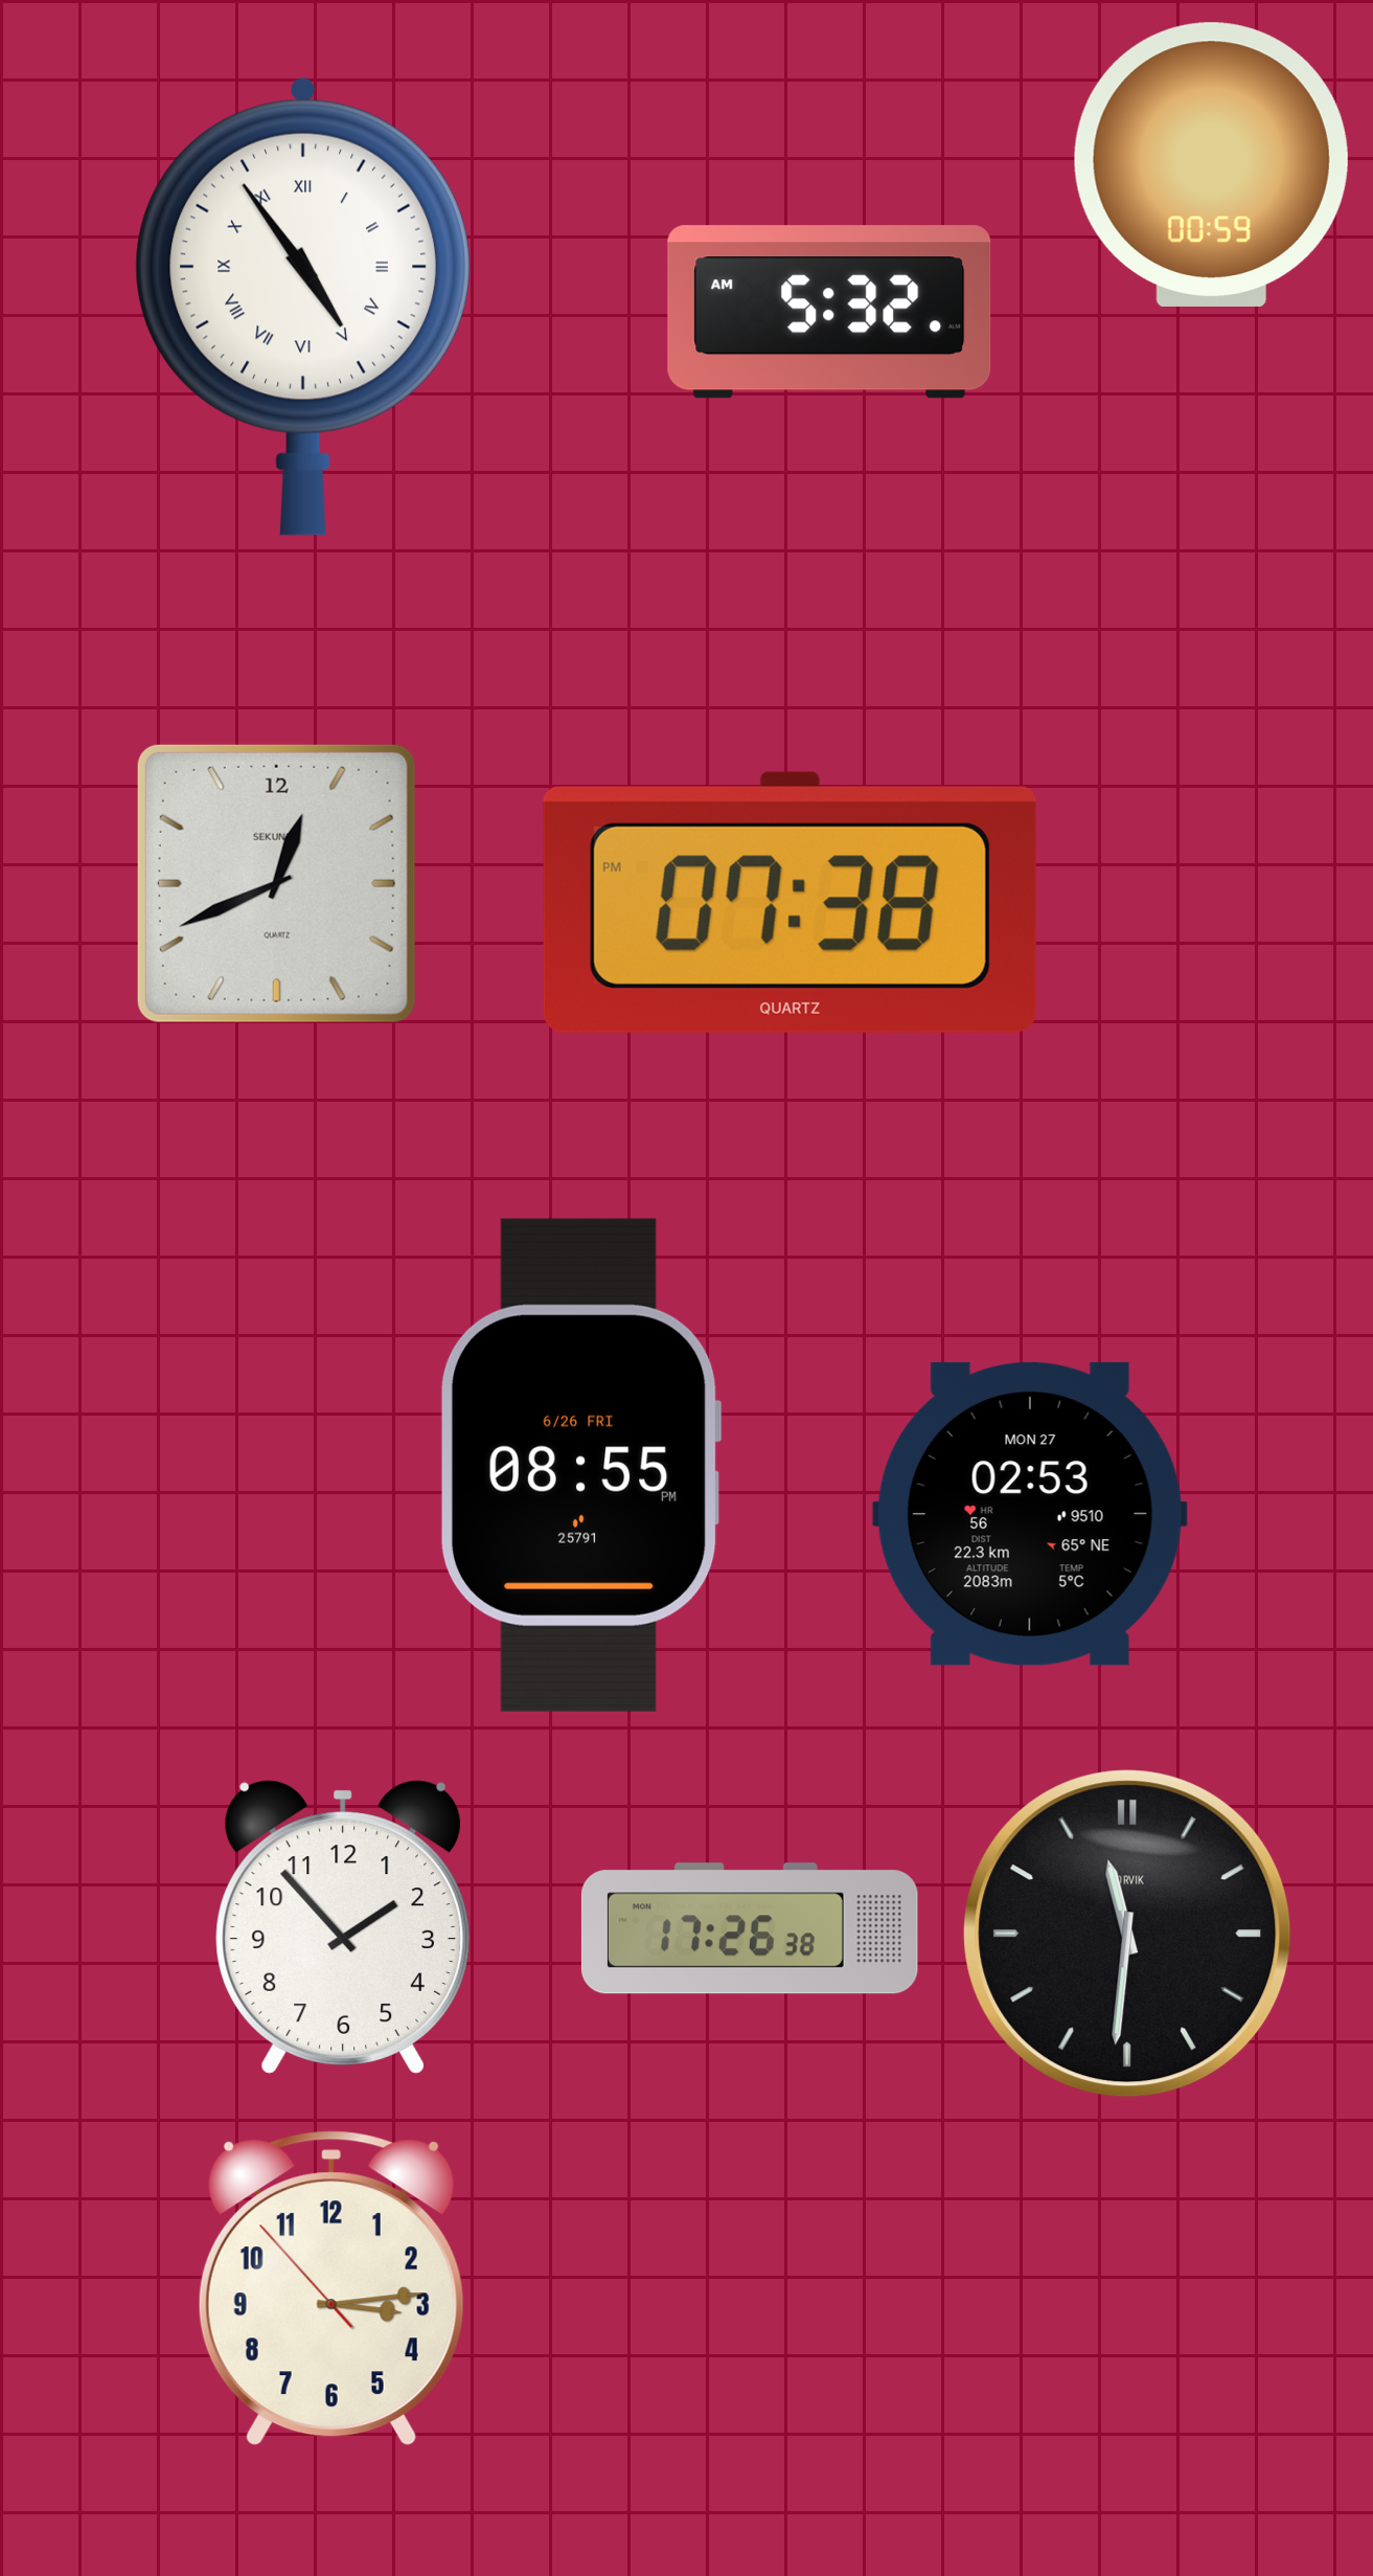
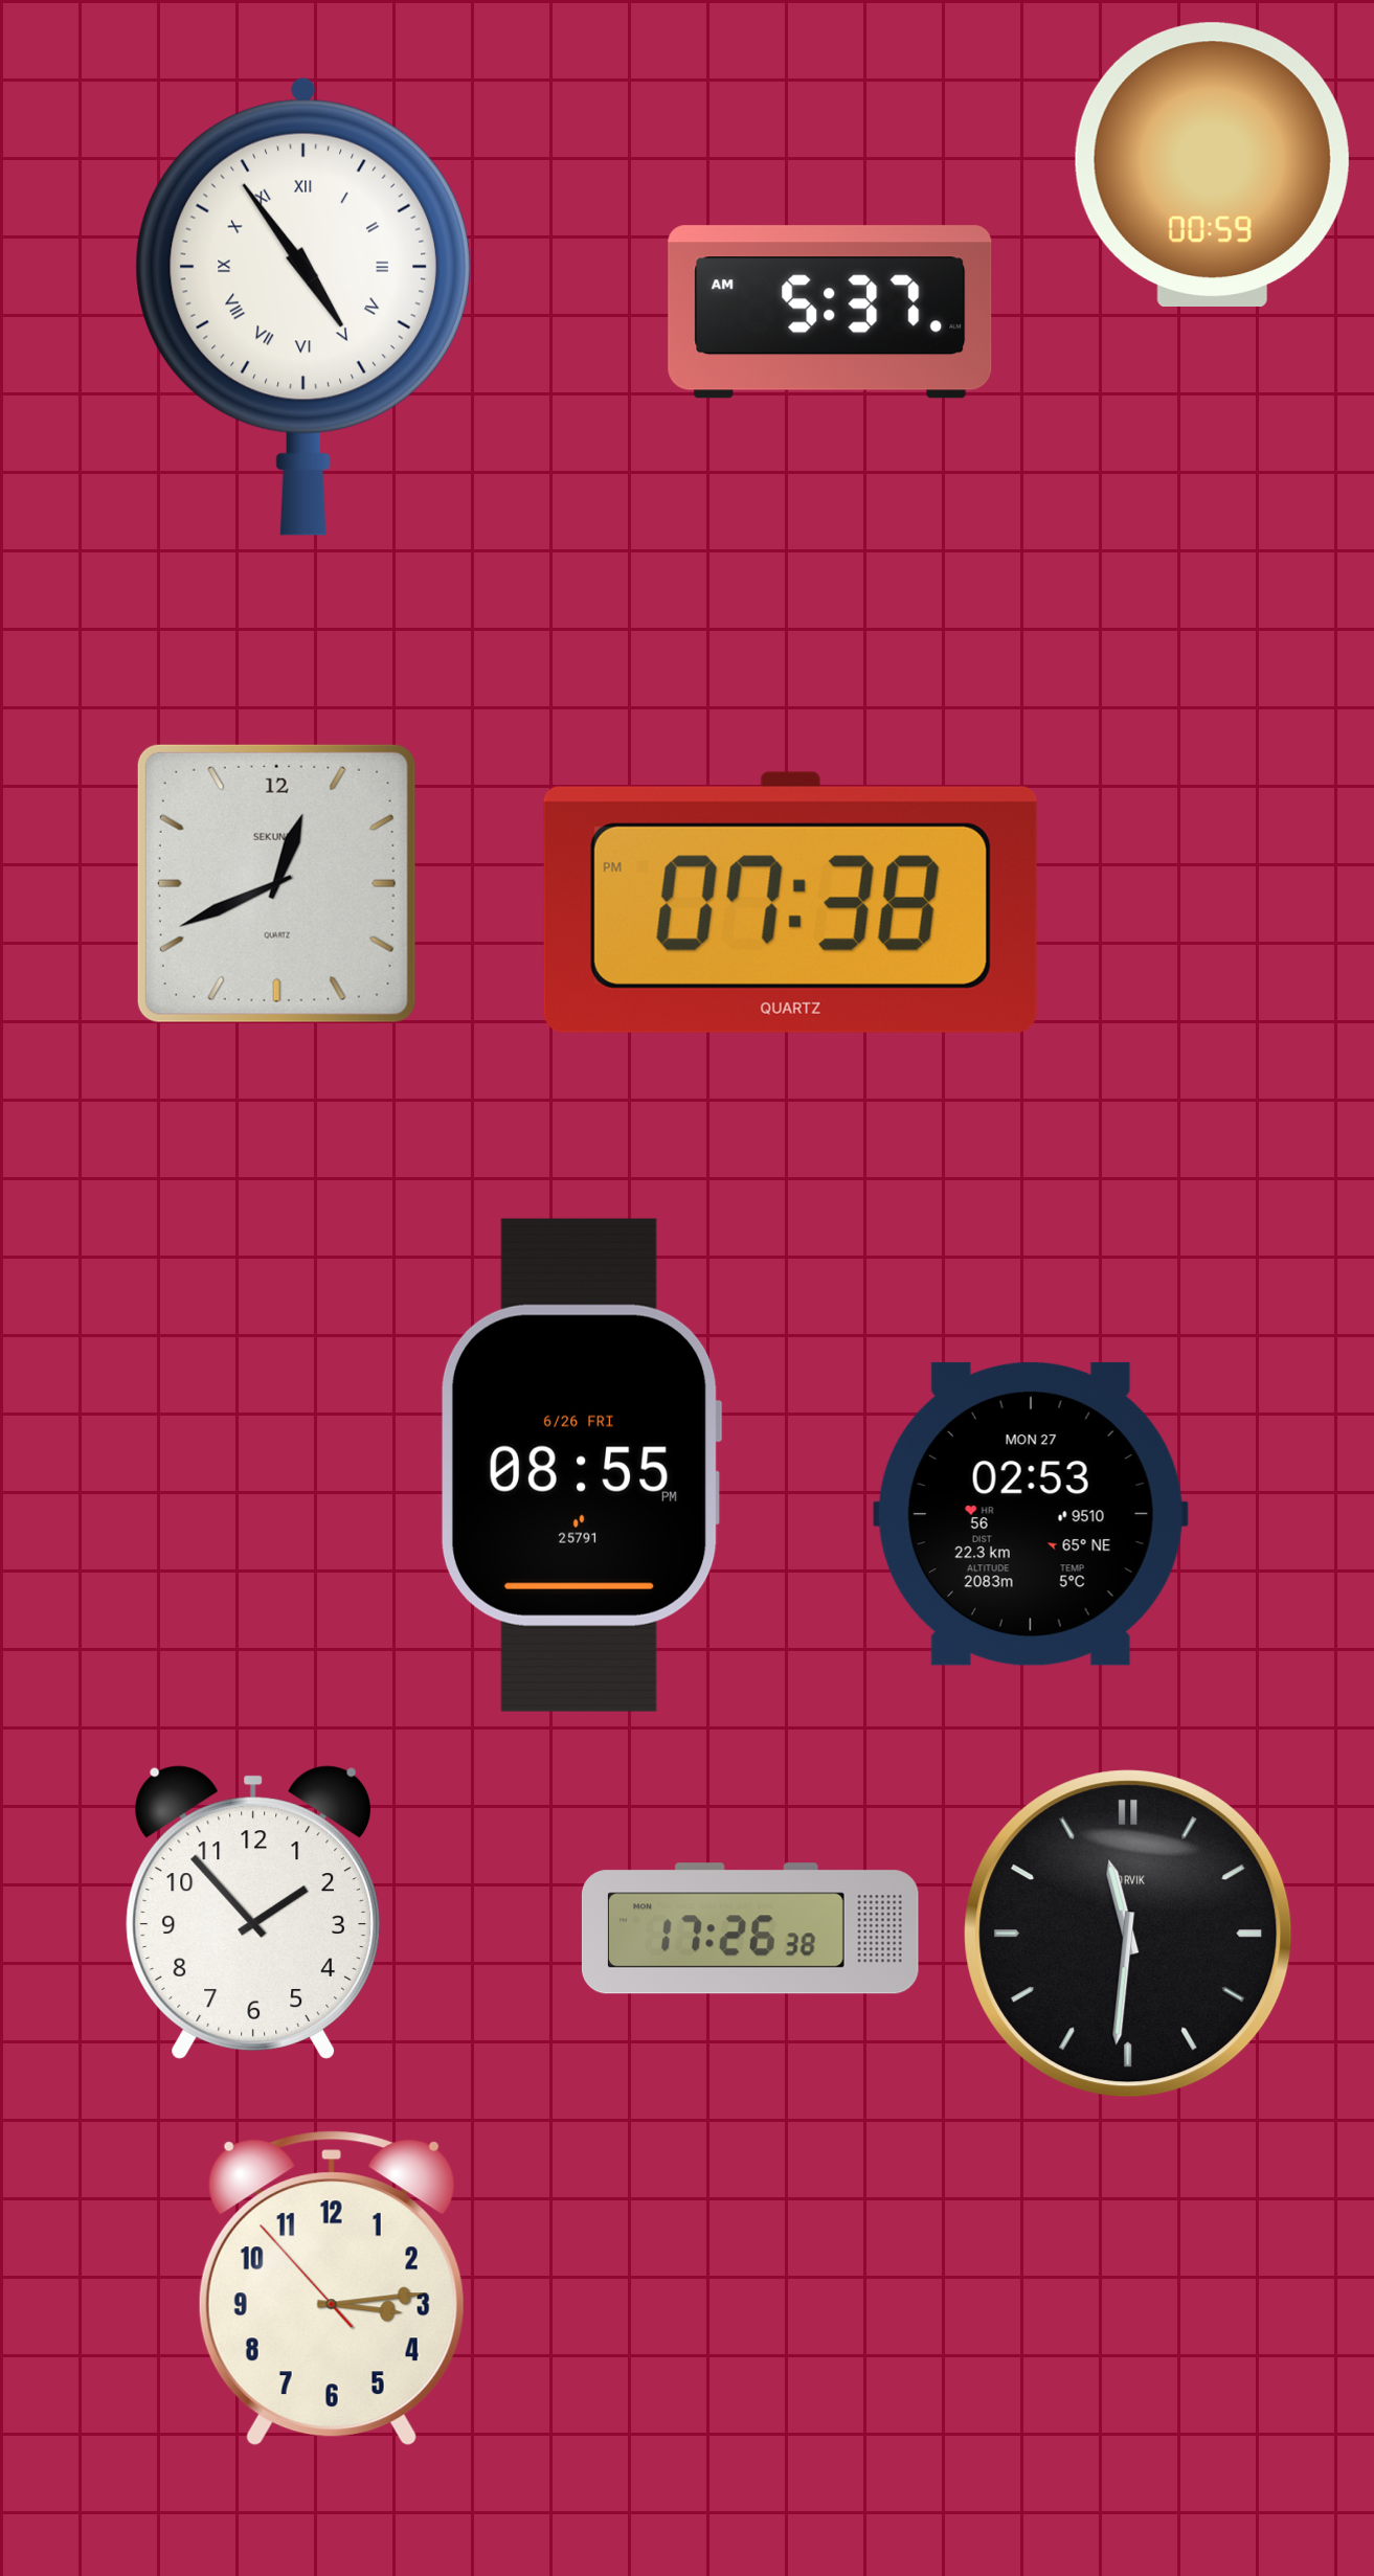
clock at (829, 312): 5:32 -> 5:37
clock at (343, 1927) position: (343, 1927) -> (253, 1913)
